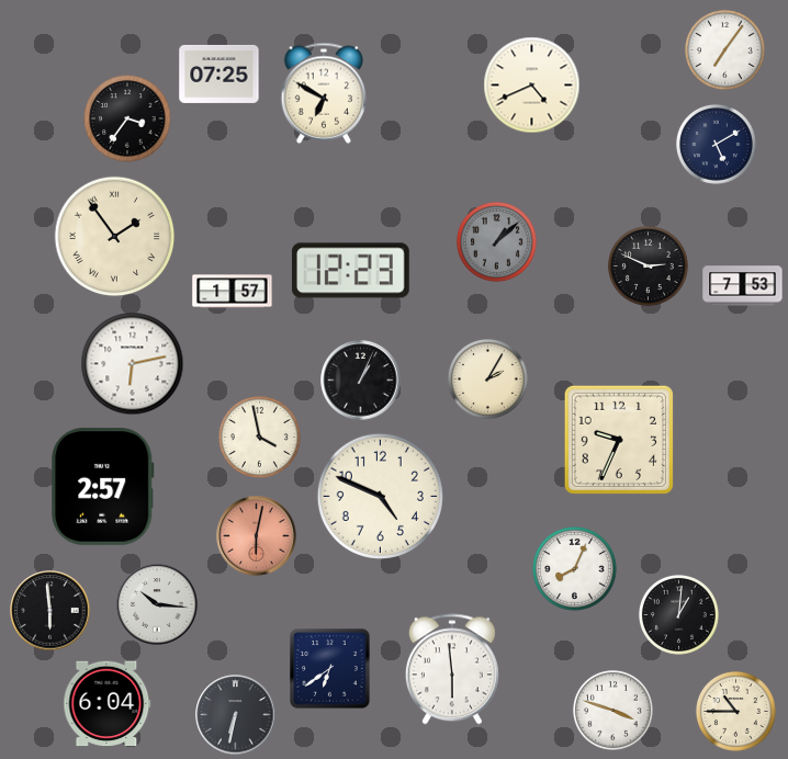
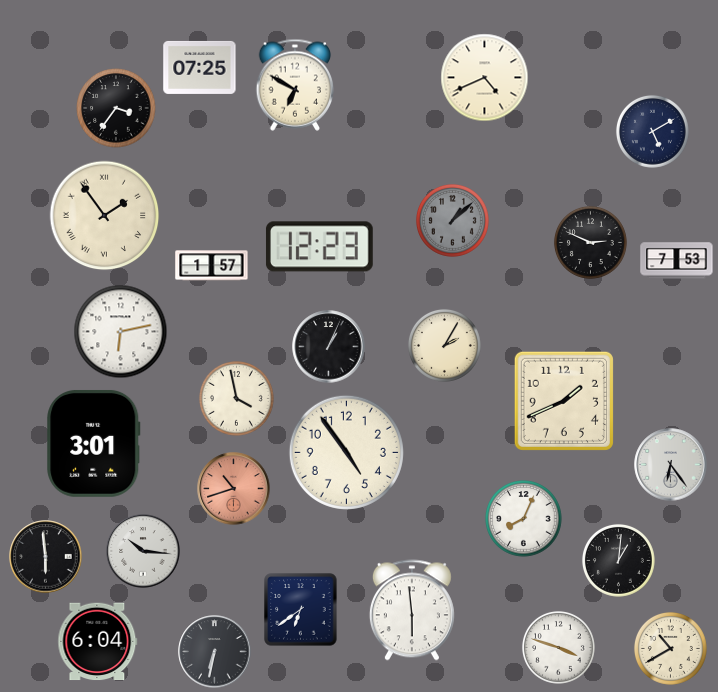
clock at (724, 49): 7:06 -> none
clock at (619, 440): 9:34 -> 1:41
clock at (103, 486): 2:57 -> 3:01
clock at (380, 496): 4:49 -> 4:54
clock at (671, 465): none -> 6:24
clock at (257, 536): 6:02 -> 10:42
clock at (735, 711): 10:45 -> 10:40
